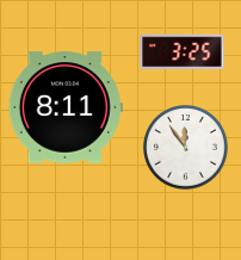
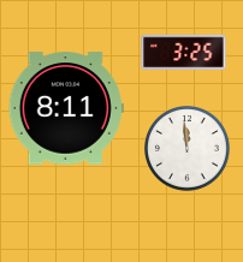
clock at (186, 148): 11:54 -> 11:59
